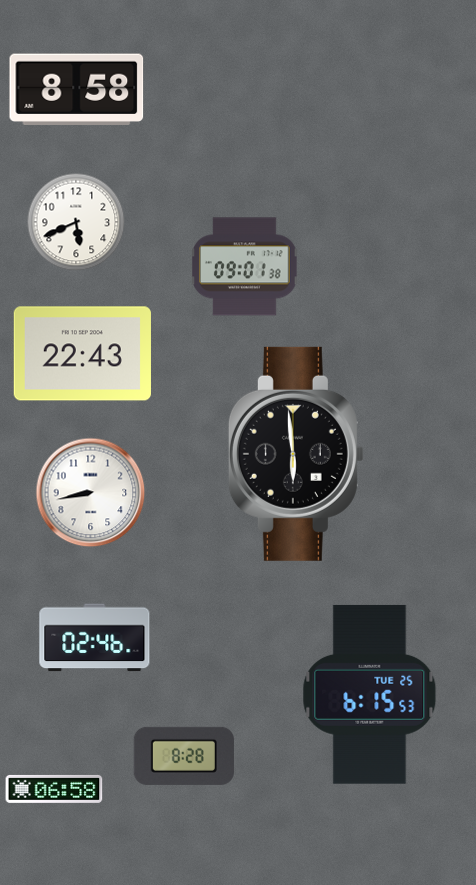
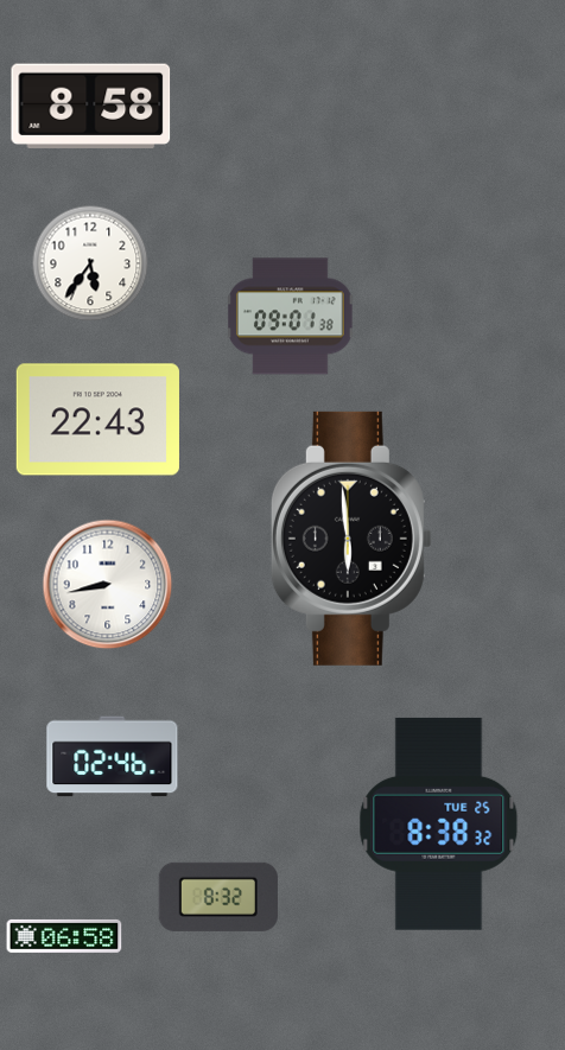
clock at (76, 222): 5:41 -> 5:36
clock at (370, 694): 6:15 -> 8:38
clock at (184, 756): 8:28 -> 8:32
